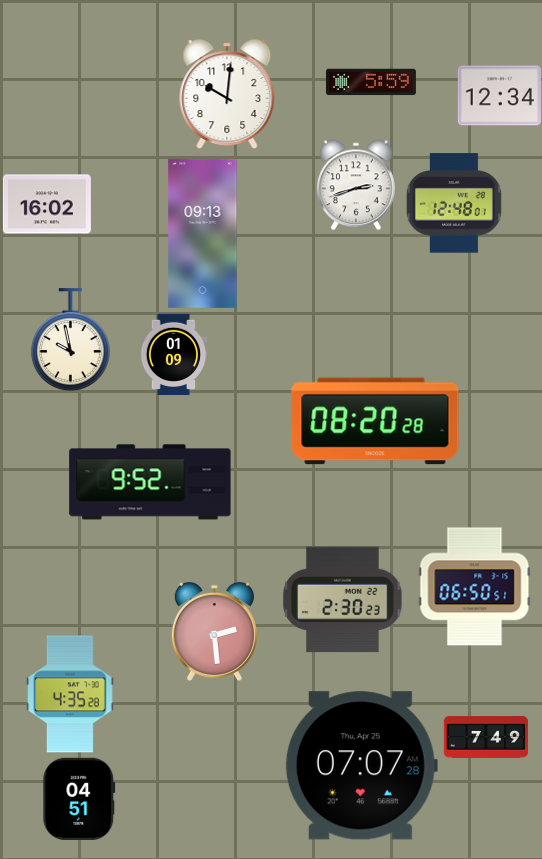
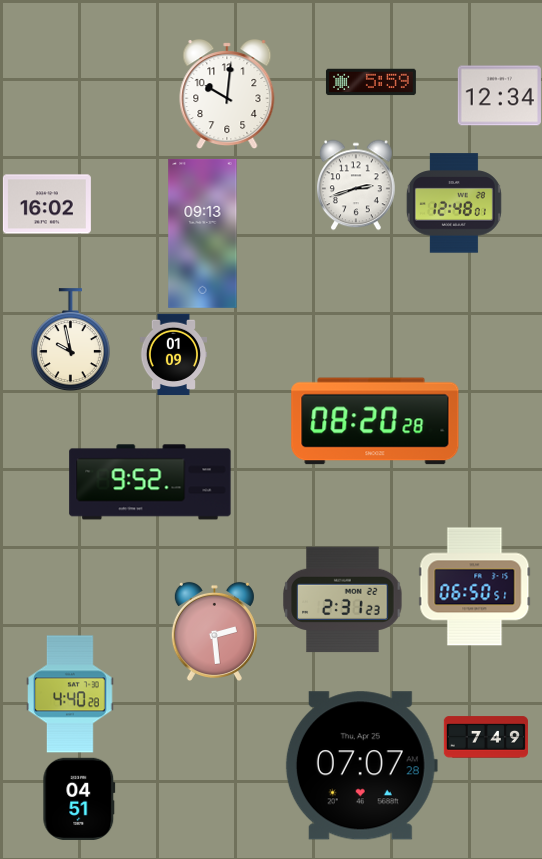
clock at (343, 600): 2:30 -> 2:31
clock at (70, 694): 4:35 -> 4:40
